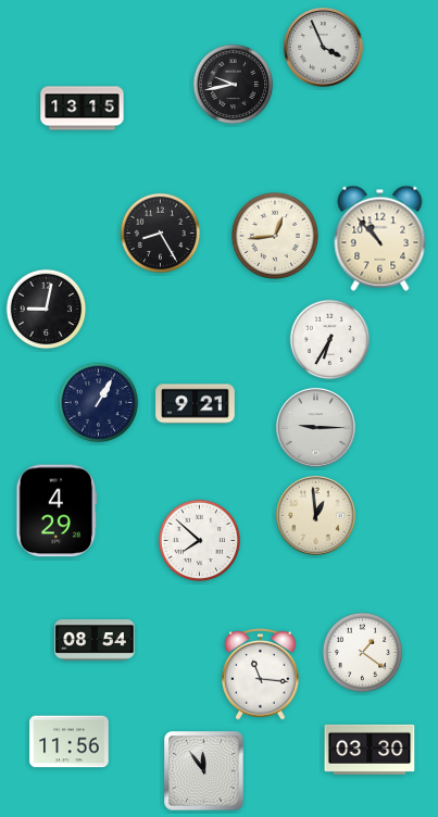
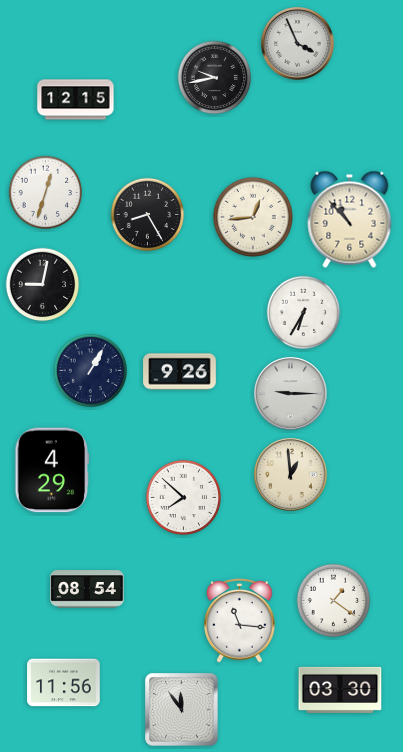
clock at (83, 109): 13:15 -> 12:15
clock at (46, 193): none -> 12:33
clock at (196, 404): 9:21 -> 9:26
clock at (204, 771) position: (204, 771) -> (182, 710)
